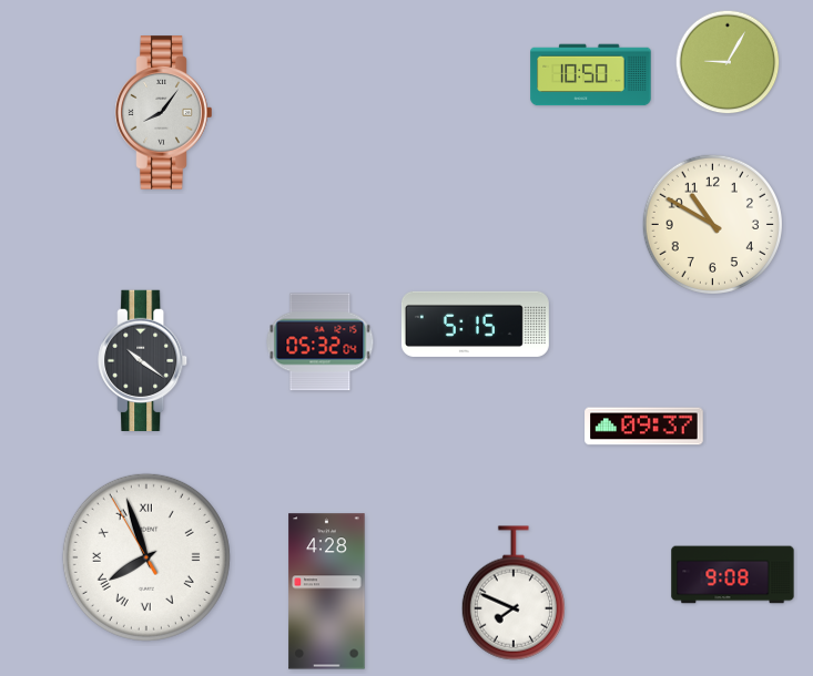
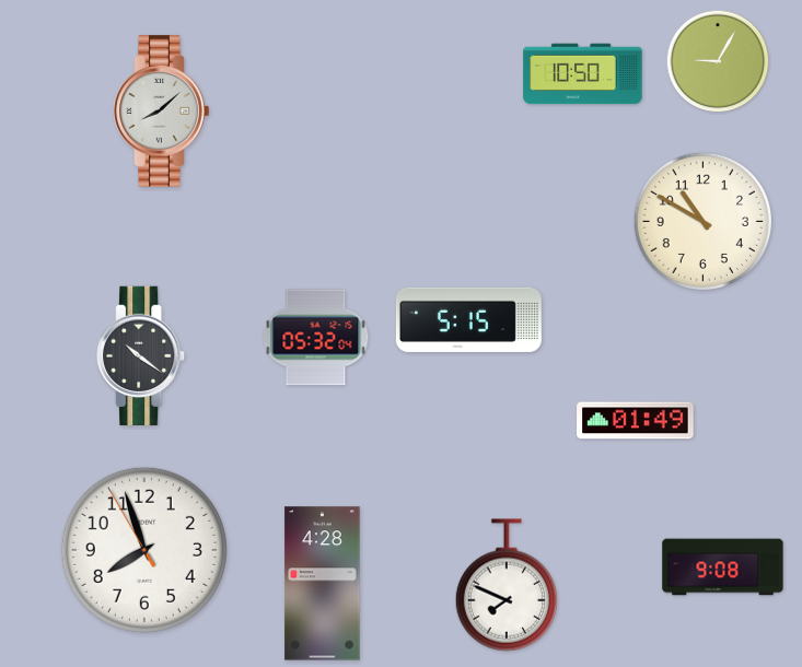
clock at (164, 113): 8:06 -> 8:08
clock at (644, 427): 09:37 -> 01:49
clock at (146, 557) numerals: Roman -> Arabic
